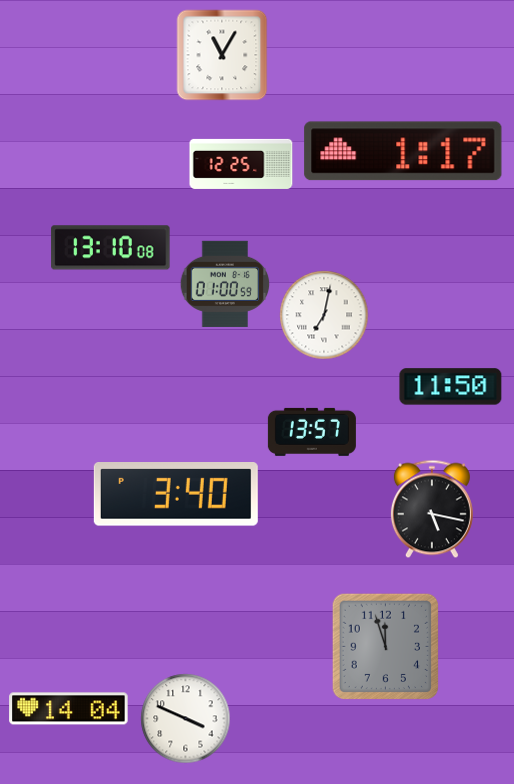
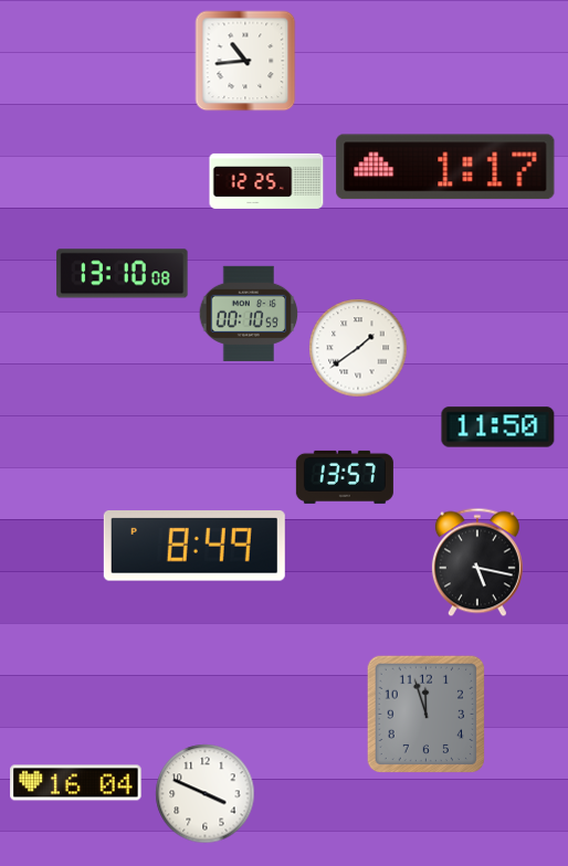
clock at (222, 55): 11:05 -> 10:44
clock at (225, 284): 01:00 -> 00:10
clock at (324, 315): 7:02 -> 1:39
clock at (176, 495): 3:40 -> 8:49
clock at (69, 709): 14:04 -> 16:04
